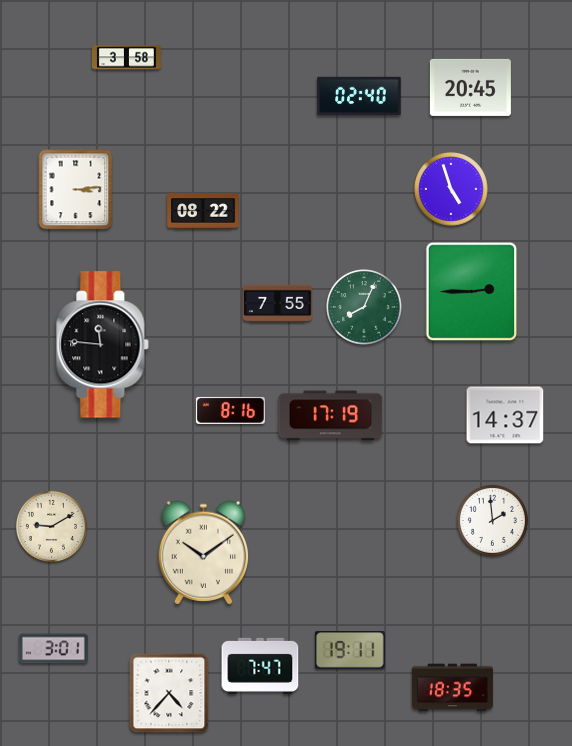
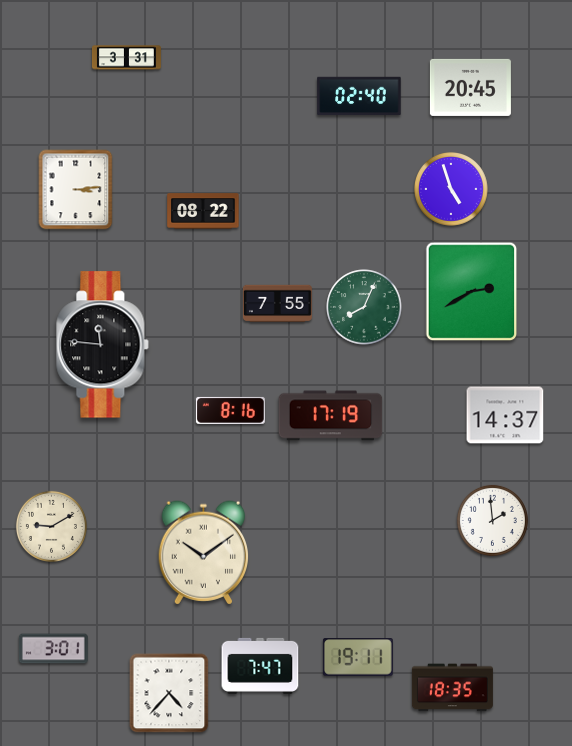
clock at (126, 58): 3:58 -> 3:31
clock at (472, 292): 2:45 -> 2:40
clock at (350, 650) position: (350, 650) -> (358, 657)
